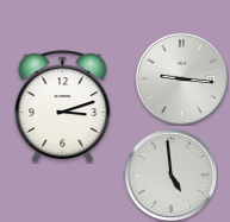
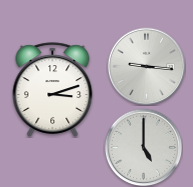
clock at (181, 78) position: (181, 78) -> (146, 66)
clock at (170, 175): 4:59 -> 5:00
